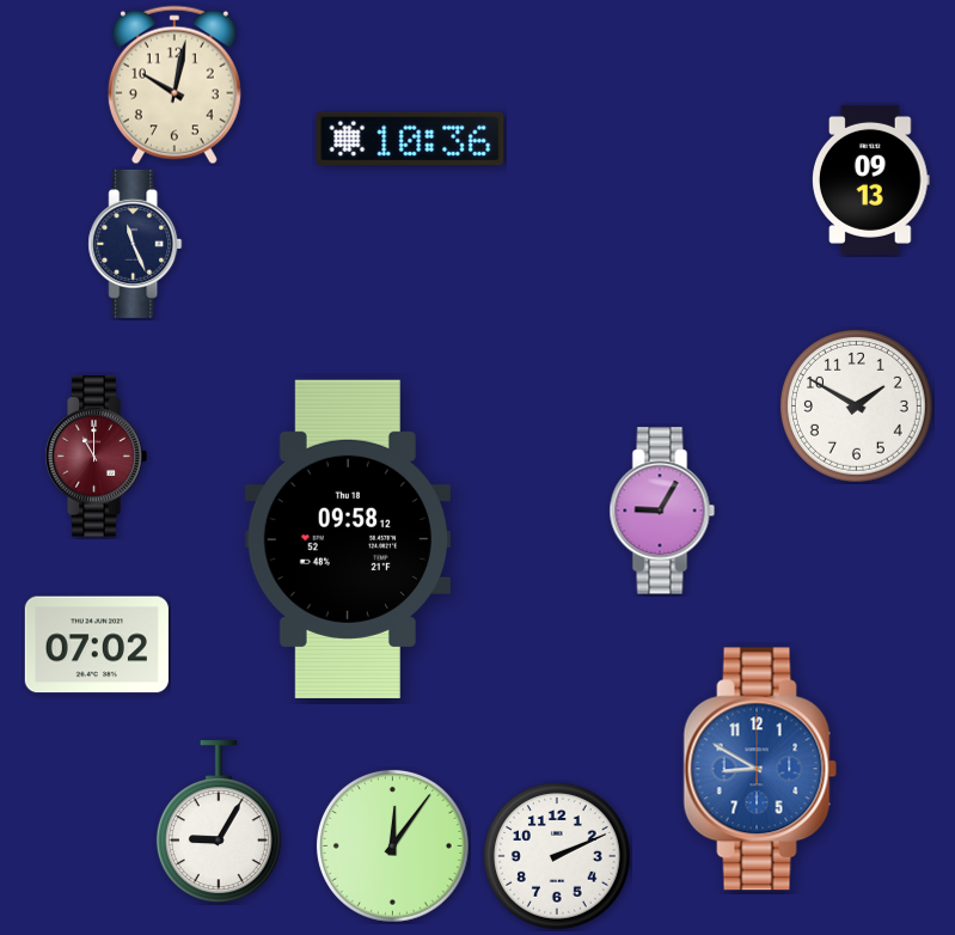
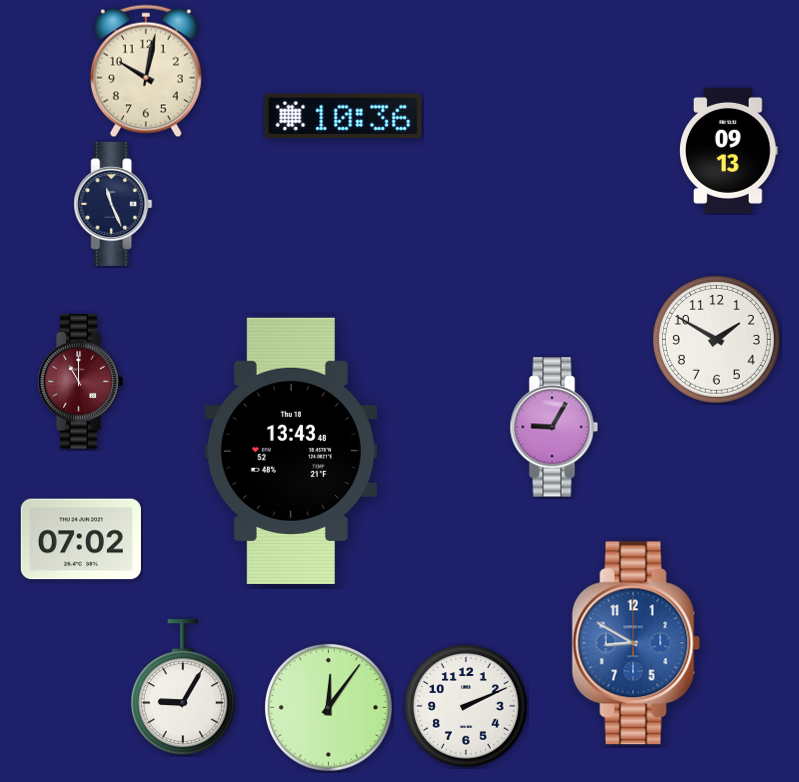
clock at (348, 539): 09:58 -> 13:43
clock at (557, 856) position: (557, 856) -> (466, 706)
